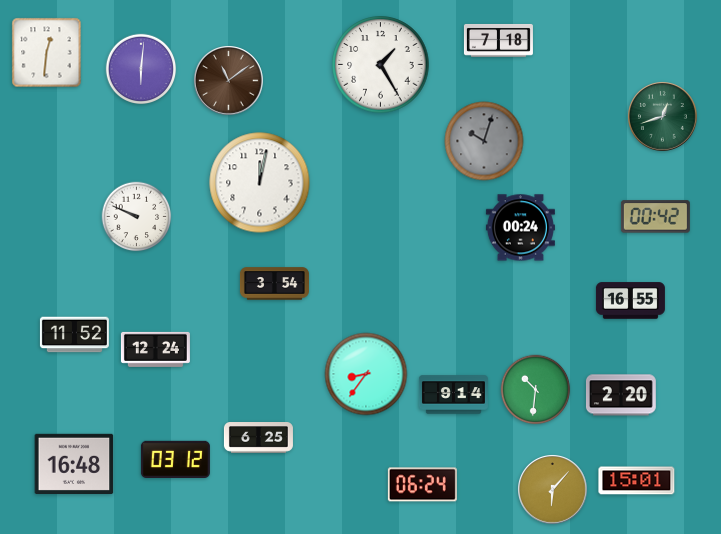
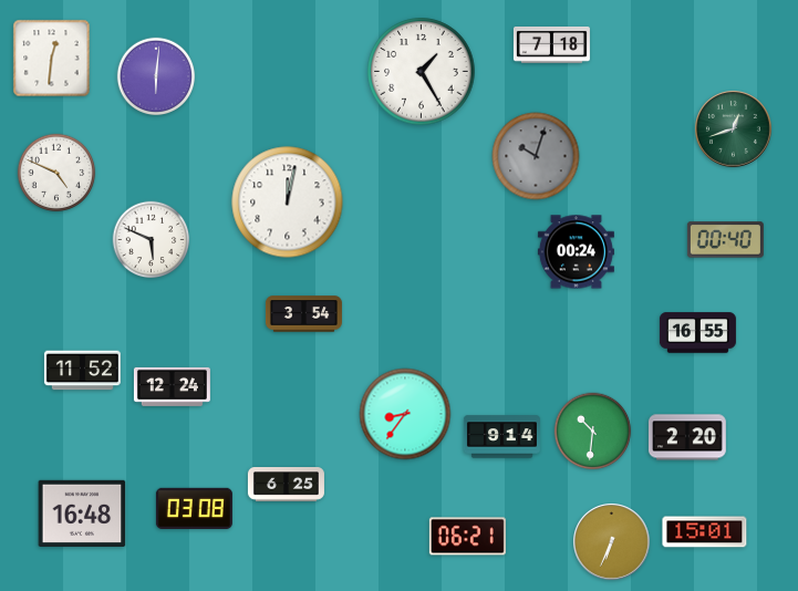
clock at (229, 81): 11:09 -> none
clock at (56, 173): none -> 4:49
clock at (137, 217): 9:49 -> 5:49
clock at (655, 217): 00:42 -> 00:40
clock at (175, 459): 03:12 -> 03:08
clock at (422, 485): 06:24 -> 06:21
clock at (553, 490): 6:07 -> 6:34
